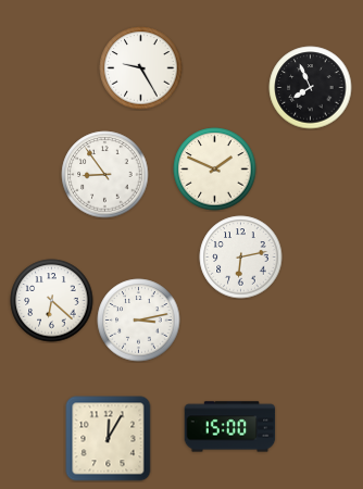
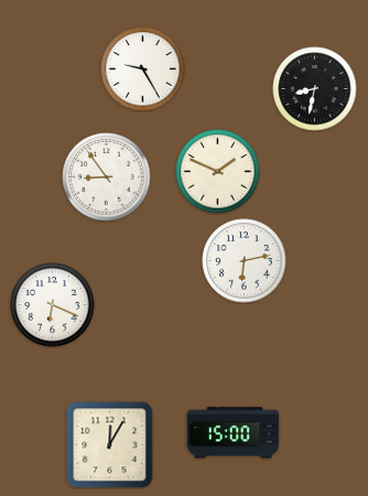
clock at (311, 88): 7:56 -> 8:32
clock at (52, 301): 6:22 -> 6:19
clock at (139, 321): 3:13 -> none
